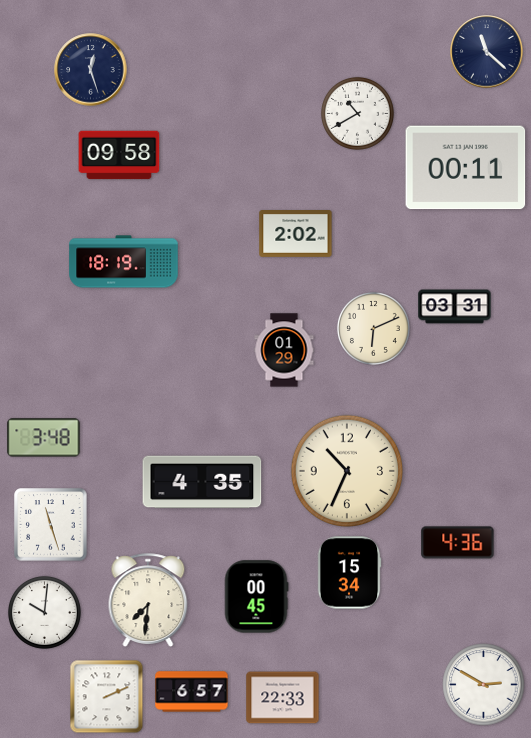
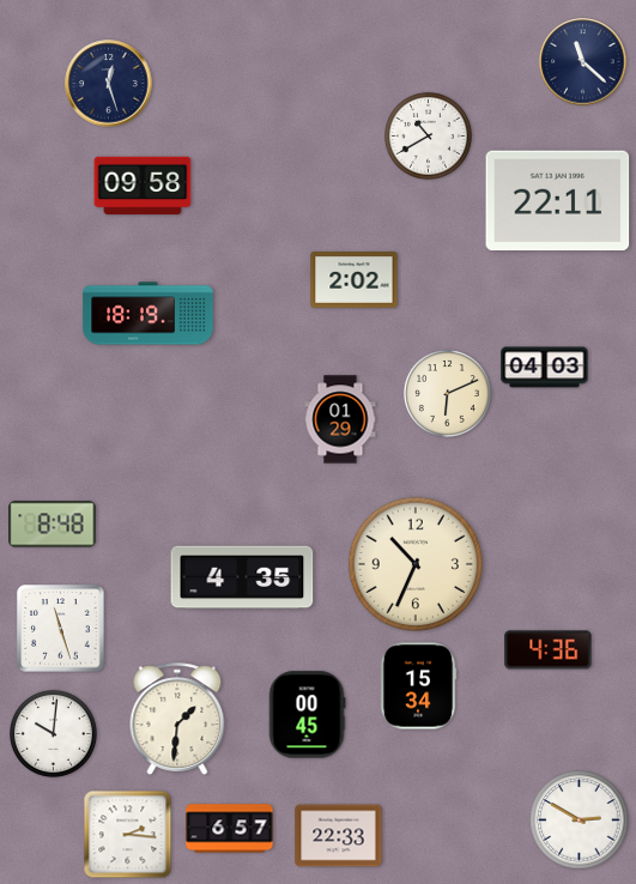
clock at (466, 168): 00:11 -> 22:11
clock at (455, 307): 03:31 -> 04:03
clock at (44, 438): 3:48 -> 8:48
clock at (148, 600): 7:31 -> 1:31
clock at (107, 697): 2:11 -> 2:16
